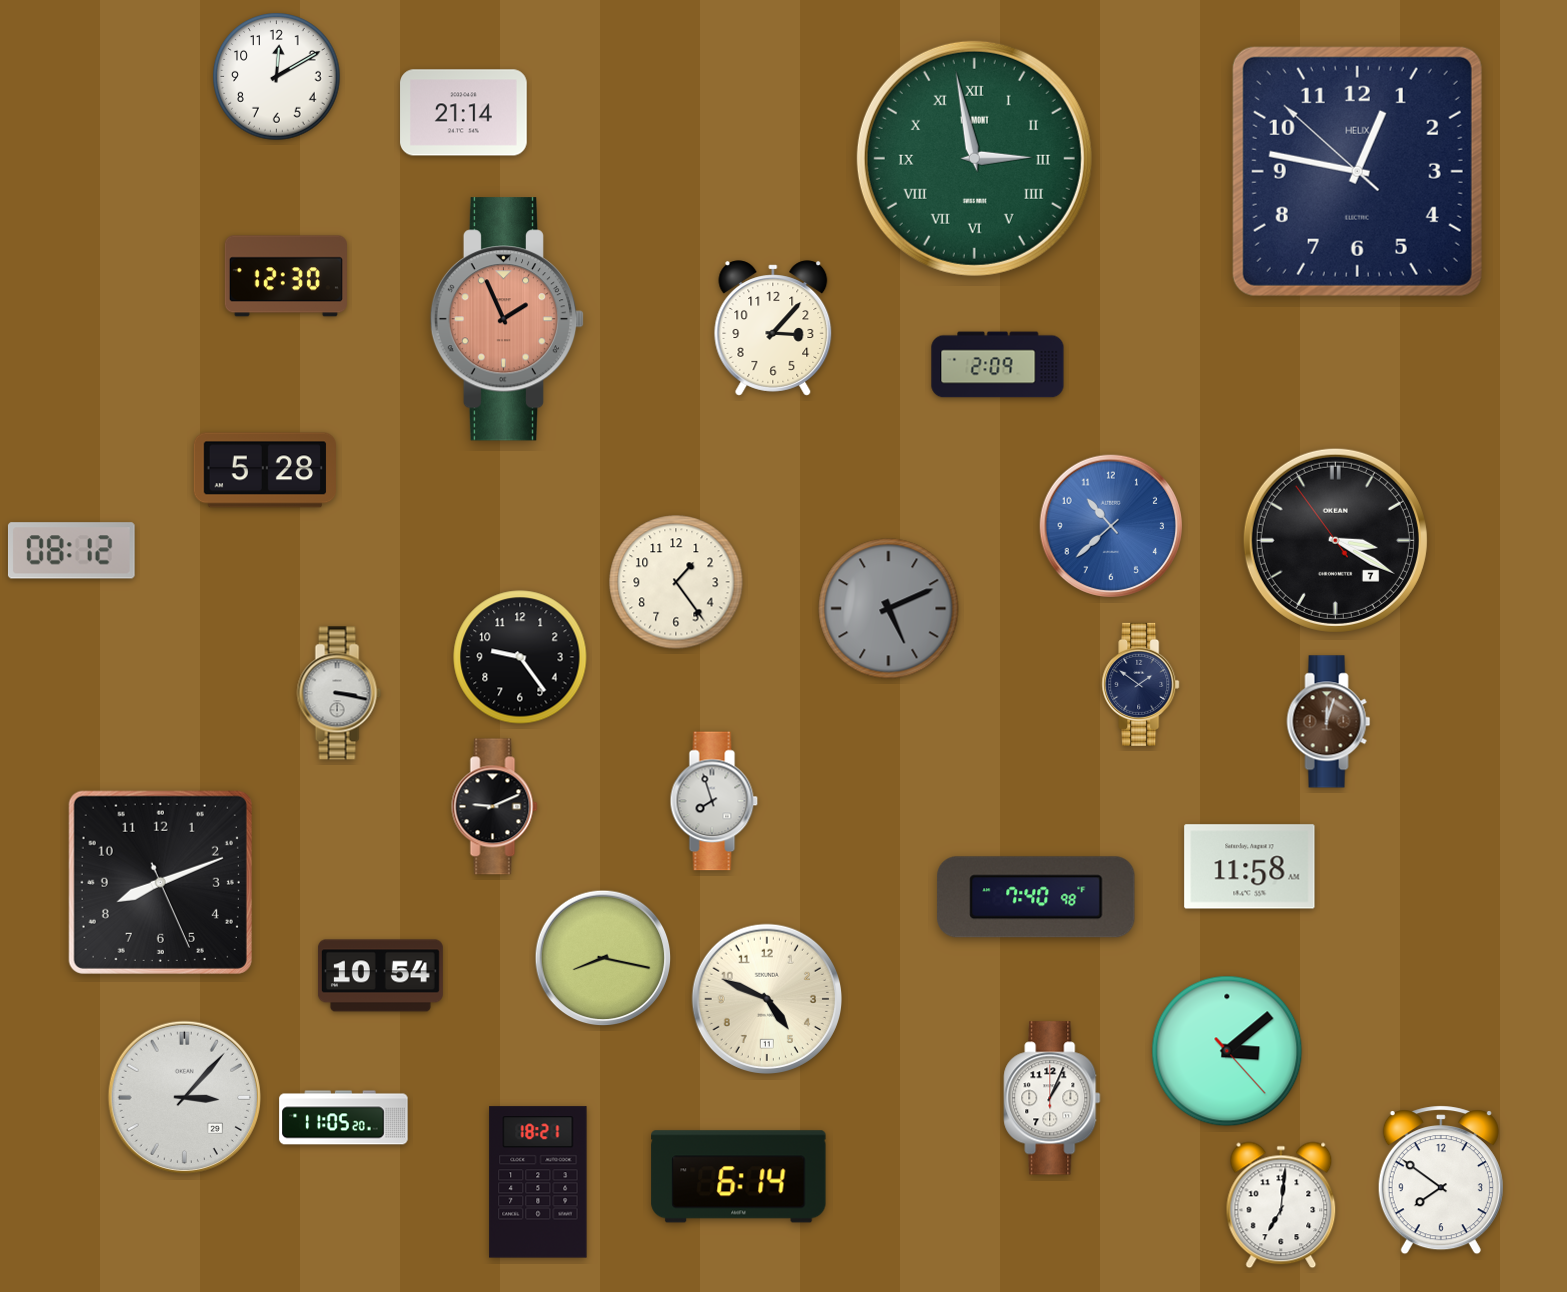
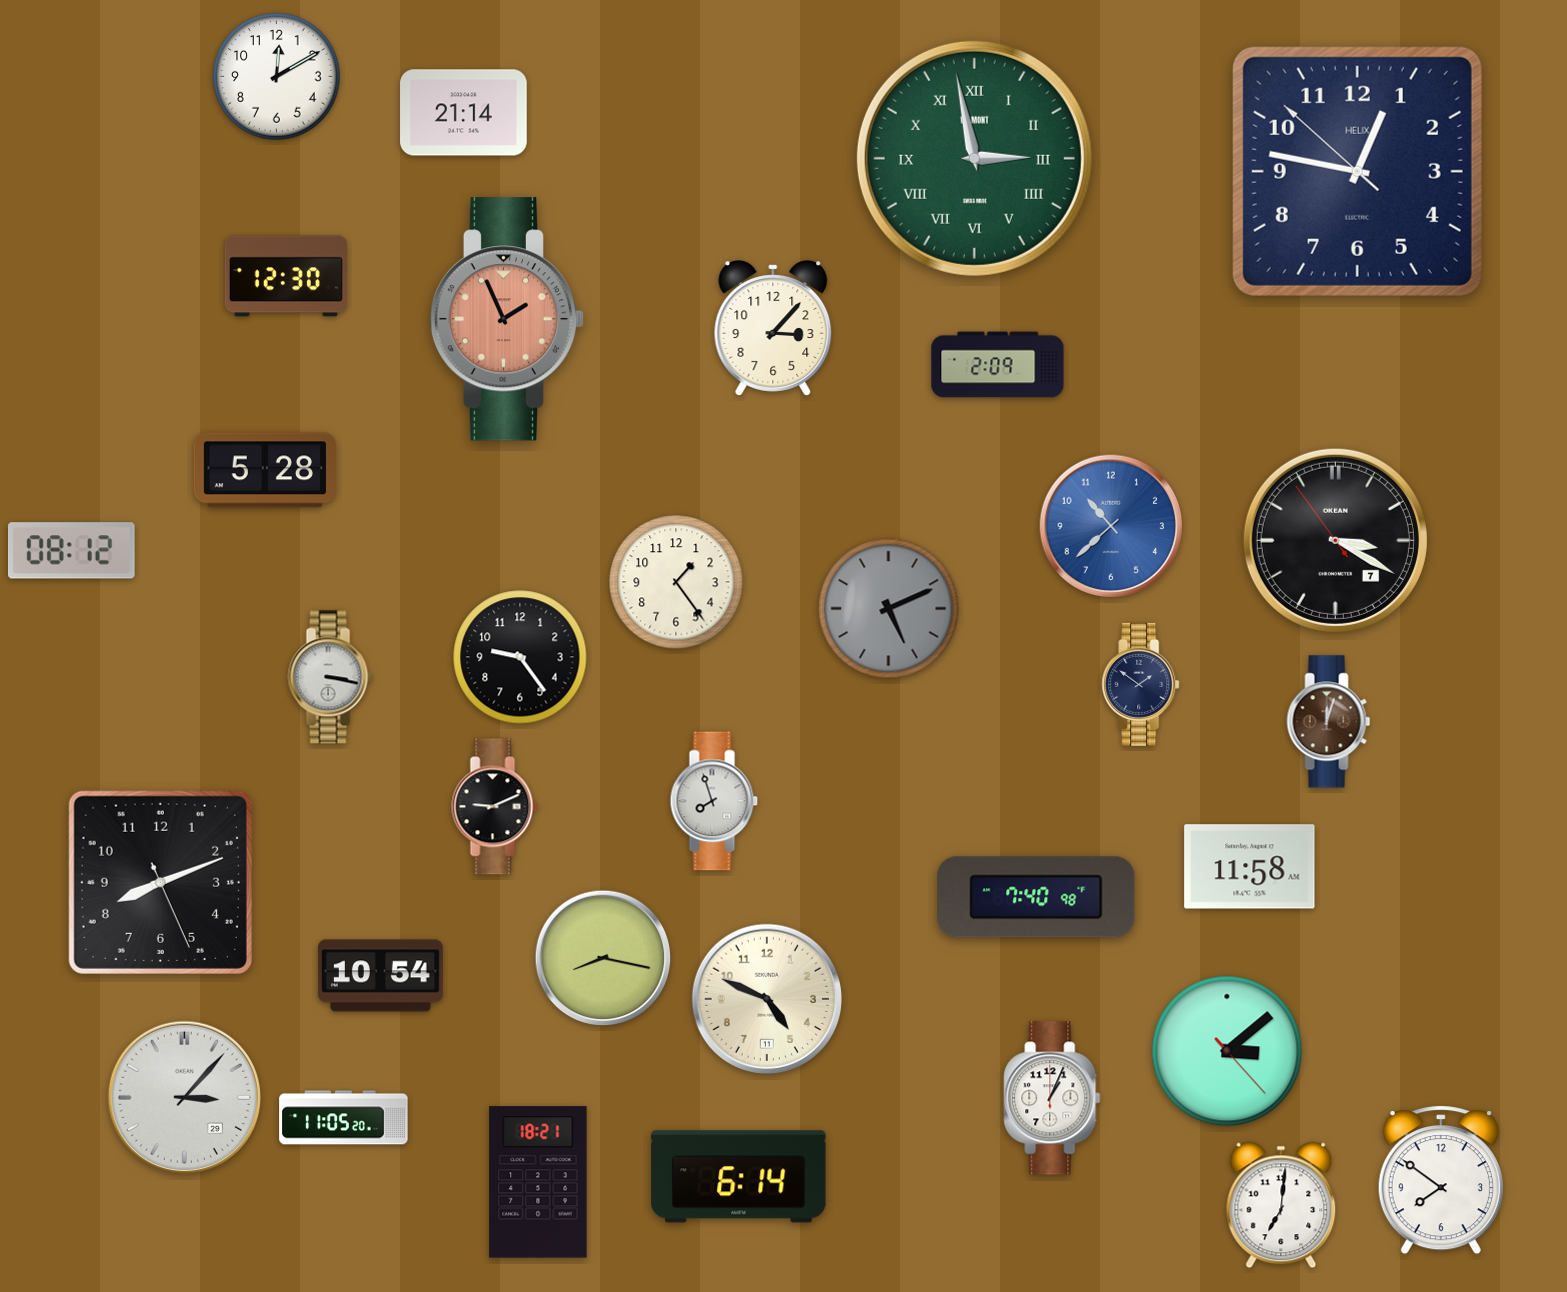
clock at (339, 693) position: (339, 693) -> (330, 677)
